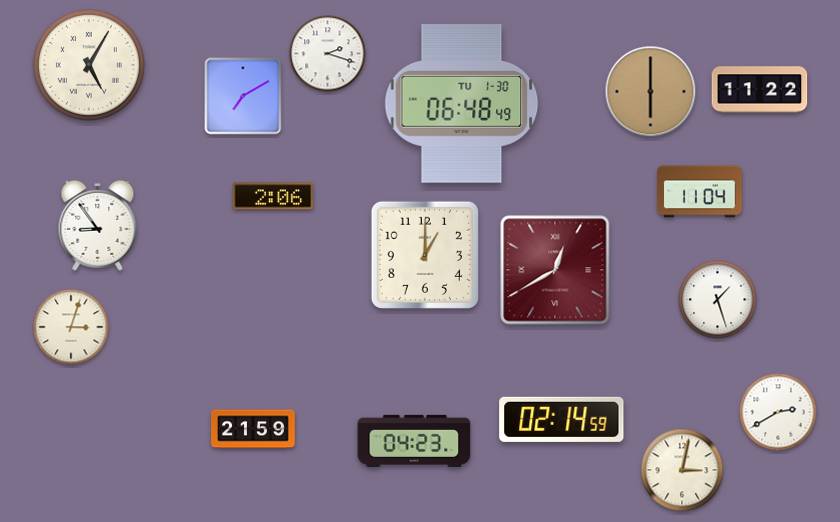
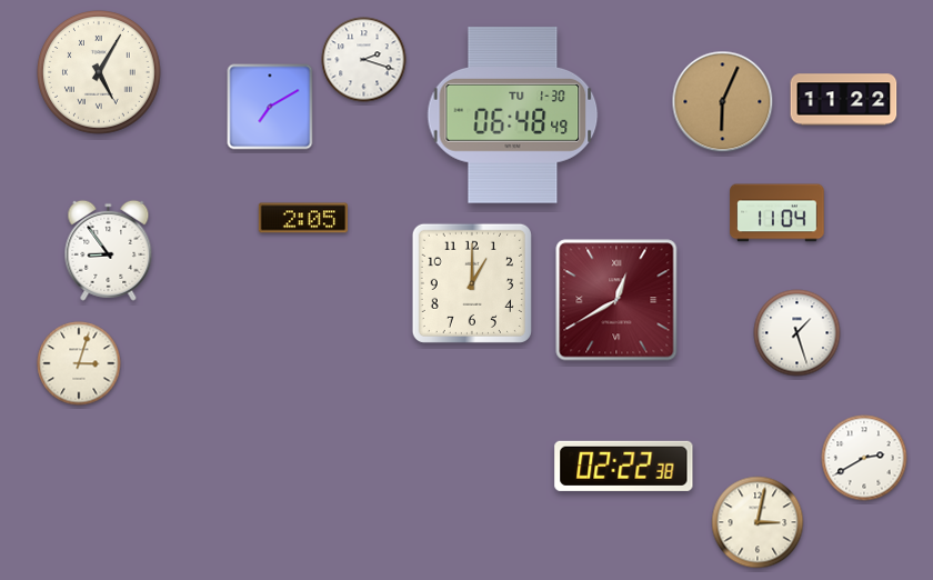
clock at (651, 92): 6:00 -> 6:04
clock at (272, 196): 2:06 -> 2:05
clock at (562, 419): 02:14 -> 02:22
clock at (254, 429): 21:59 -> none
clock at (414, 441): 04:23 -> none
